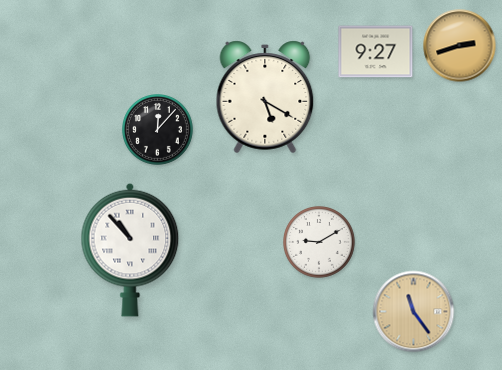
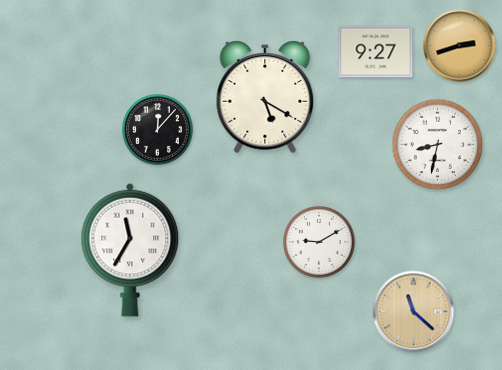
clock at (438, 145): none -> 8:32
clock at (130, 250): 10:53 -> 11:35
clock at (414, 312): 11:24 -> 11:22
